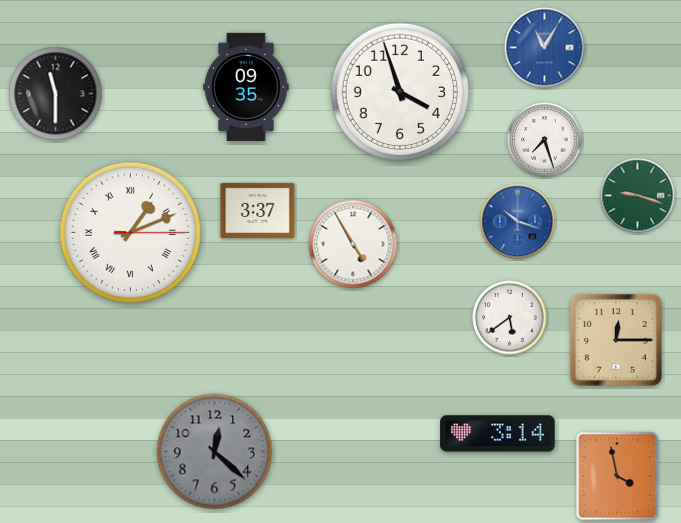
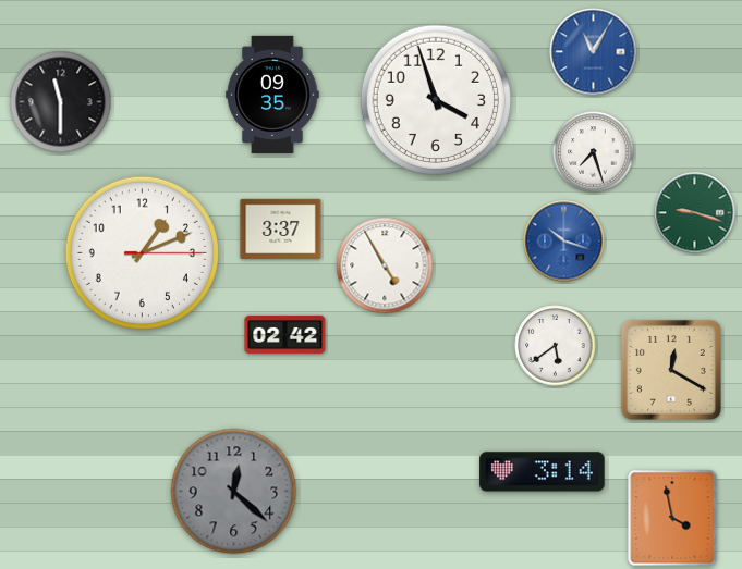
clock at (246, 87) position: (246, 87) -> (272, 95)
clock at (130, 232) numerals: Roman -> Arabic
clock at (285, 334): none -> 02:42
clock at (616, 340): 12:15 -> 12:20
